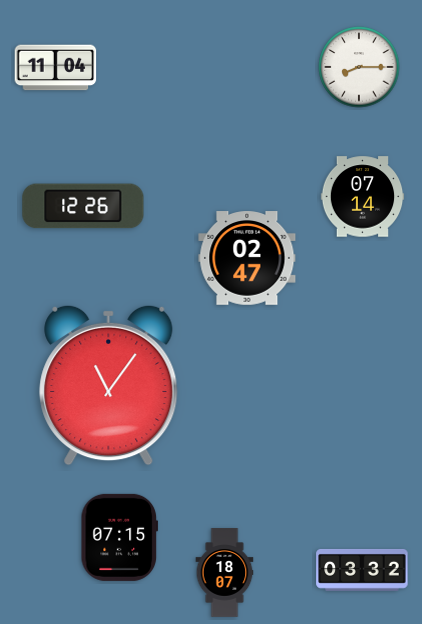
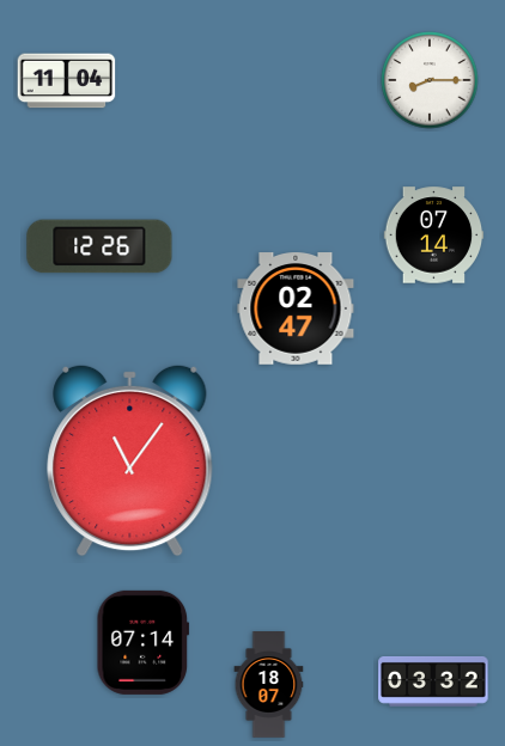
clock at (120, 537): 07:15 -> 07:14
